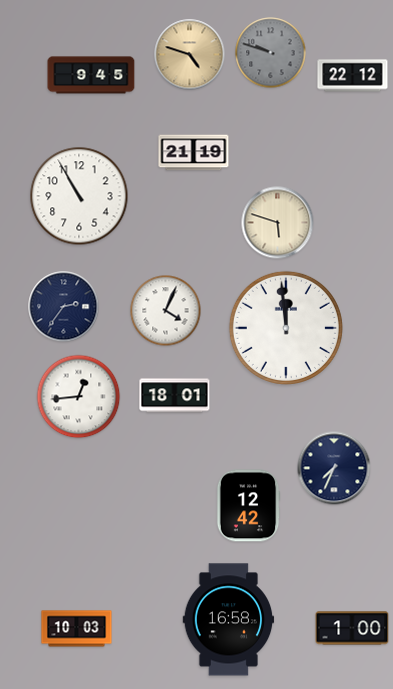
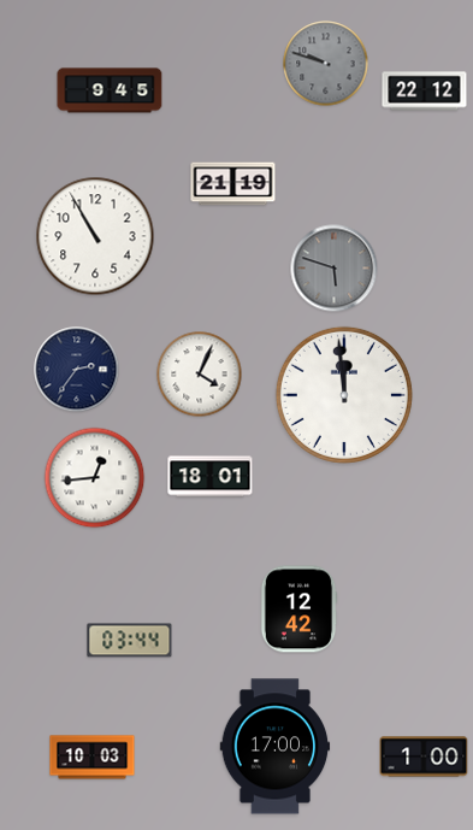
clock at (190, 55): 4:48 -> none
clock at (278, 223) dial: cream -> grey
clock at (334, 468): 7:34 -> none
clock at (130, 641): none -> 03:44
clock at (229, 620): 16:58 -> 17:00
